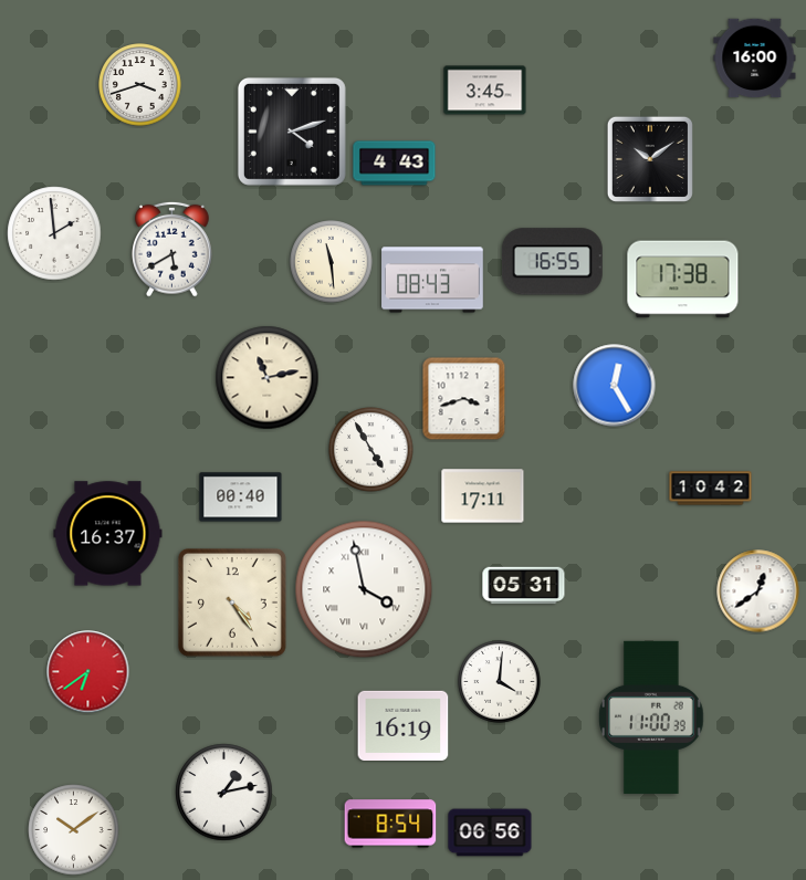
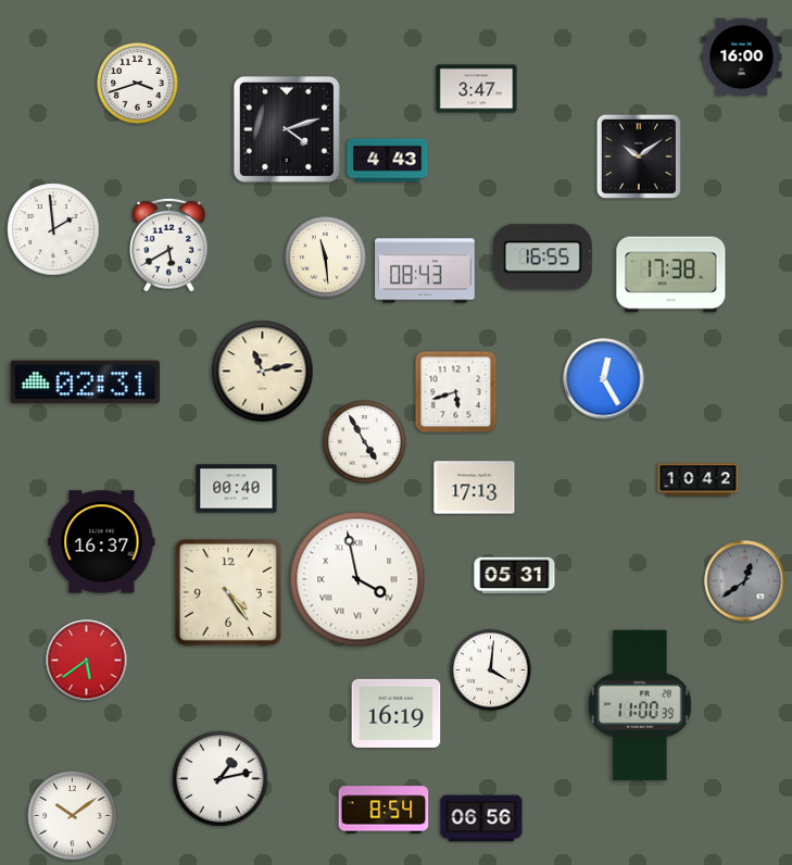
clock at (485, 91): 3:45 -> 3:47
clock at (432, 280) position: (432, 280) -> (425, 271)
clock at (85, 383): none -> 02:31
clock at (464, 399): 3:42 -> 5:42
clock at (483, 496): 17:11 -> 17:13
clock at (108, 534) position: (108, 534) -> (102, 542)
clock at (758, 591) dial: white -> grey
clock at (88, 672): 6:39 -> 5:39
